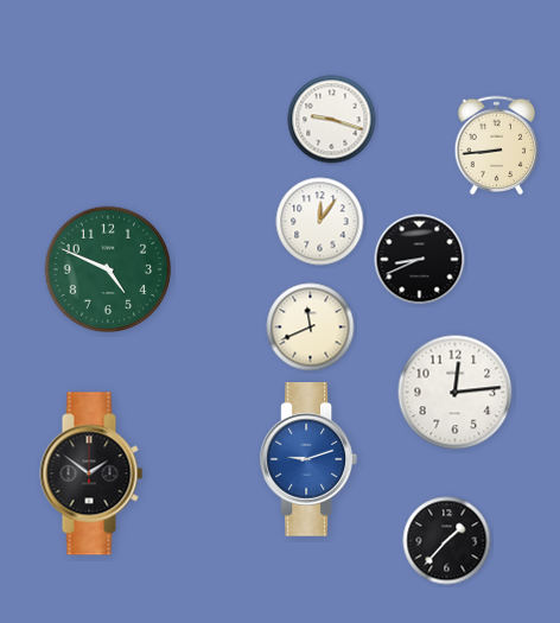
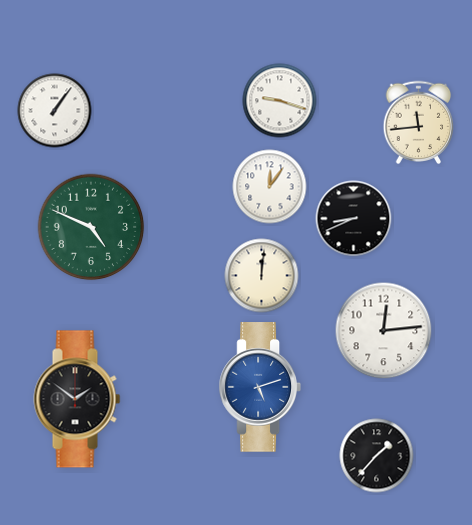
clock at (55, 111): none -> 1:06
clock at (497, 146): 8:44 -> 11:44
clock at (311, 328): 11:41 -> 12:01
clock at (307, 459): 9:12 -> 5:12
